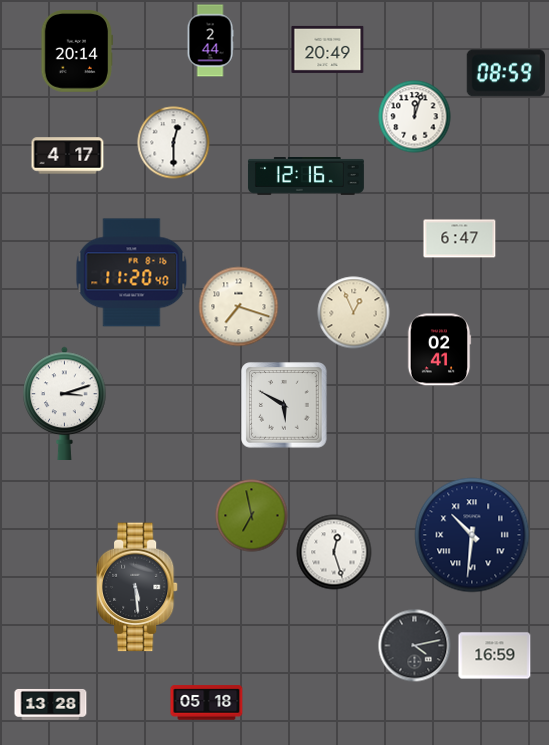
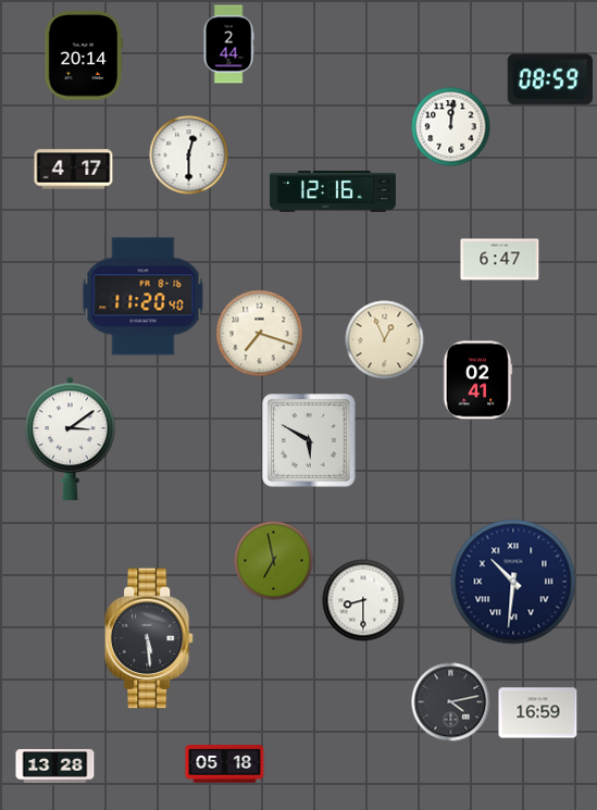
clock at (328, 49): 20:49 -> none
clock at (415, 117): 12:03 -> 12:01
clock at (65, 403): 3:12 -> 3:09
clock at (334, 552): 12:27 -> 8:30
